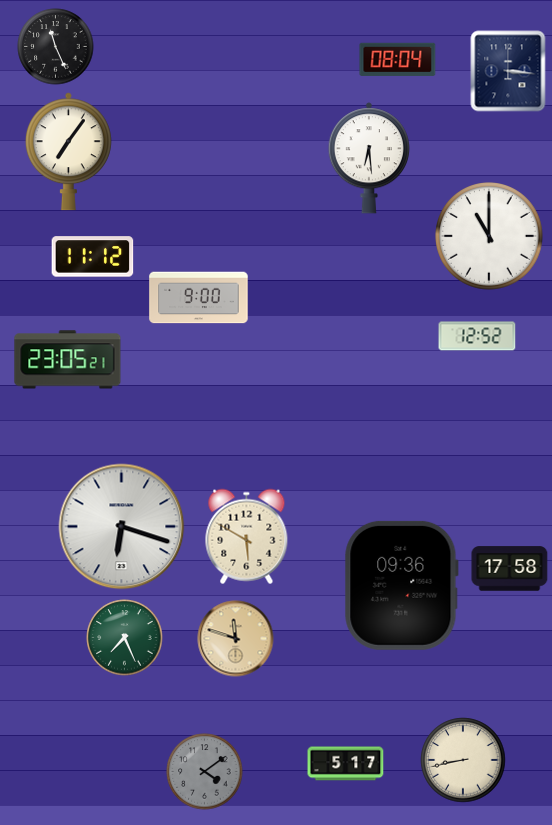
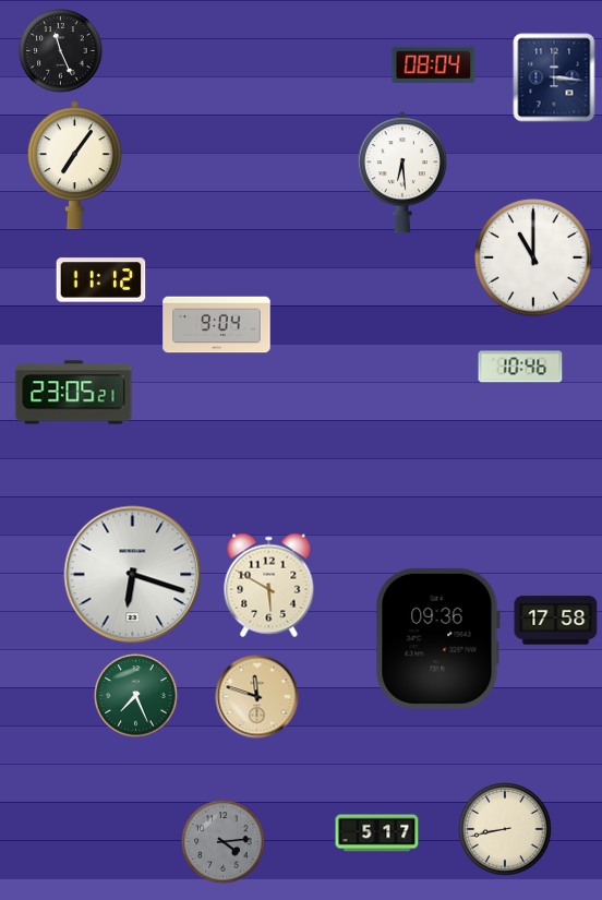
clock at (199, 298): 9:00 -> 9:04
clock at (477, 336): 12:52 -> 10:46
clock at (205, 772): 4:09 -> 4:14
